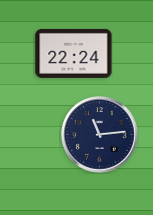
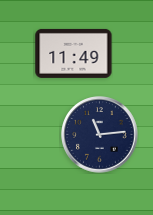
clock at (74, 53): 22:24 -> 11:49
